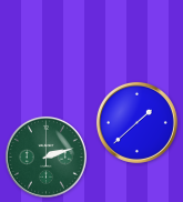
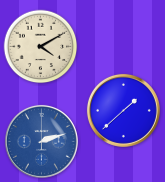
clock at (41, 47): none -> 4:10
clock at (45, 156) dial: green -> blue
